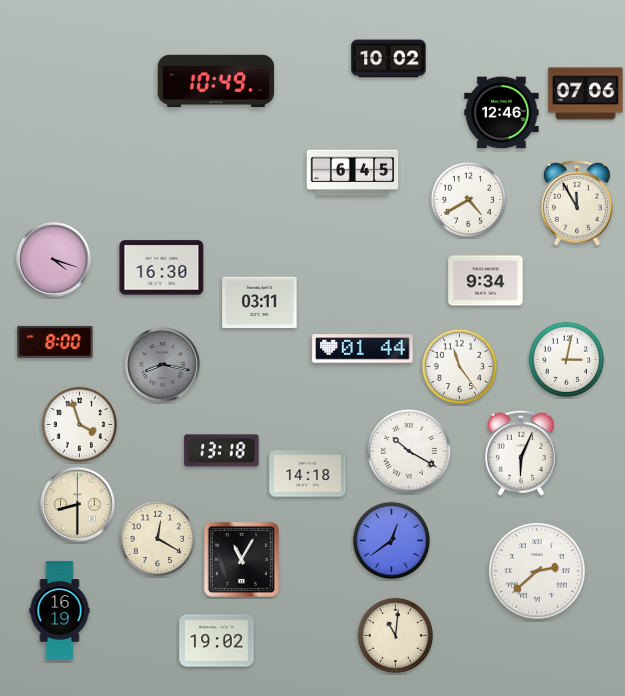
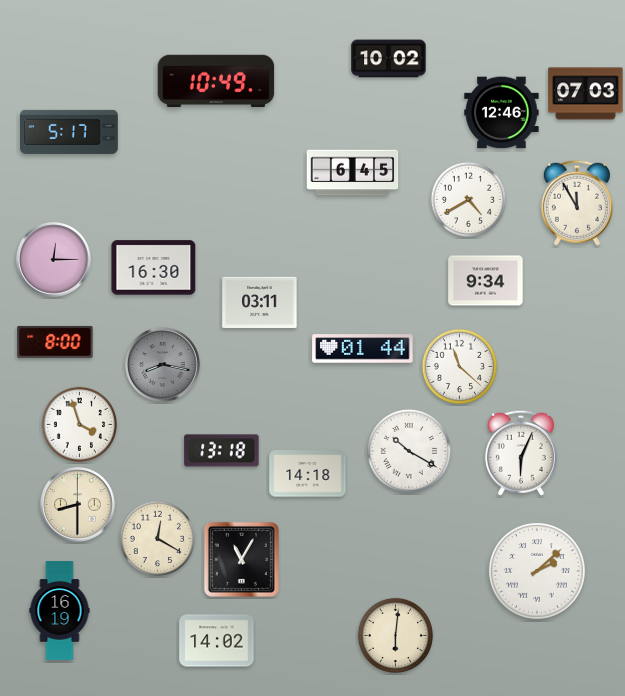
clock at (586, 94): 07:06 -> 07:03
clock at (70, 132): none -> 5:17
clock at (54, 260): 4:18 -> 12:15
clock at (162, 268) position: (162, 268) -> (154, 268)
clock at (566, 359): 3:02 -> none
clock at (459, 366): 11:24 -> 11:22
clock at (391, 540): 12:39 -> none
clock at (537, 571): 2:38 -> 2:08
clock at (395, 635): 11:01 -> 6:01
clock at (217, 641): 19:02 -> 14:02
